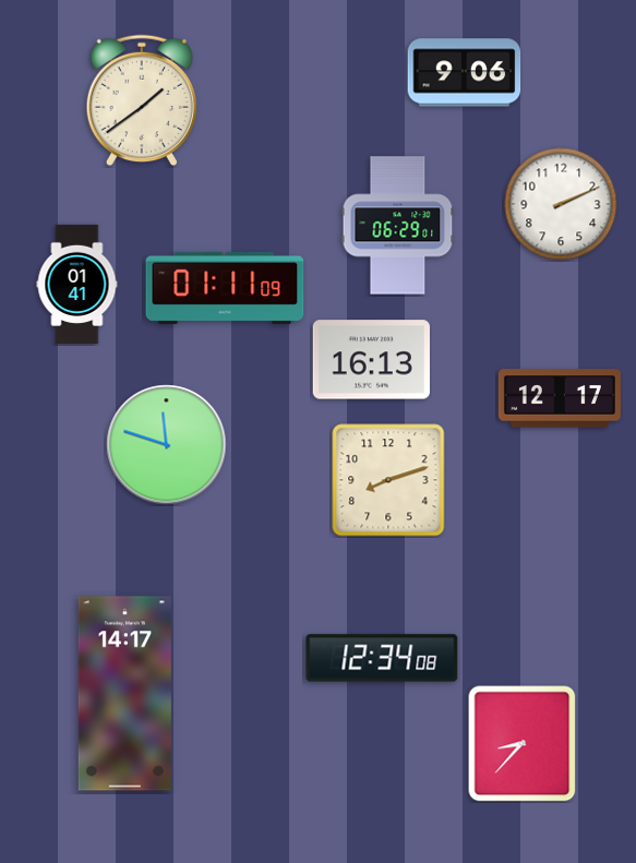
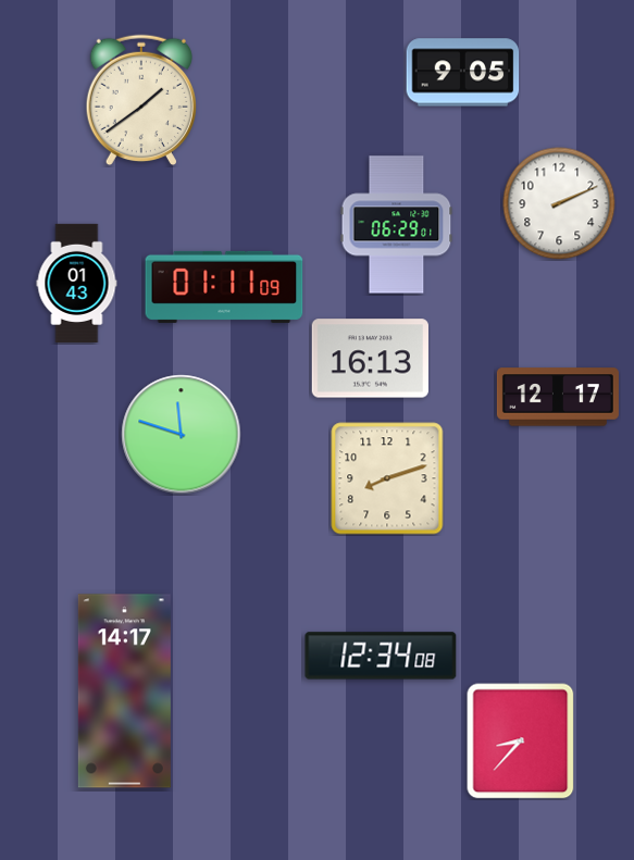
clock at (465, 73): 9:06 -> 9:05
clock at (77, 284): 01:41 -> 01:43
clock at (167, 445) position: (167, 445) -> (182, 435)
